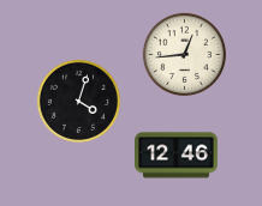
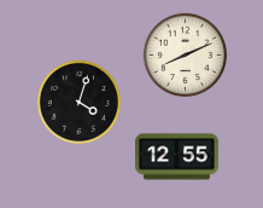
clock at (184, 54): 12:44 -> 8:11
clock at (177, 156): 12:46 -> 12:55
